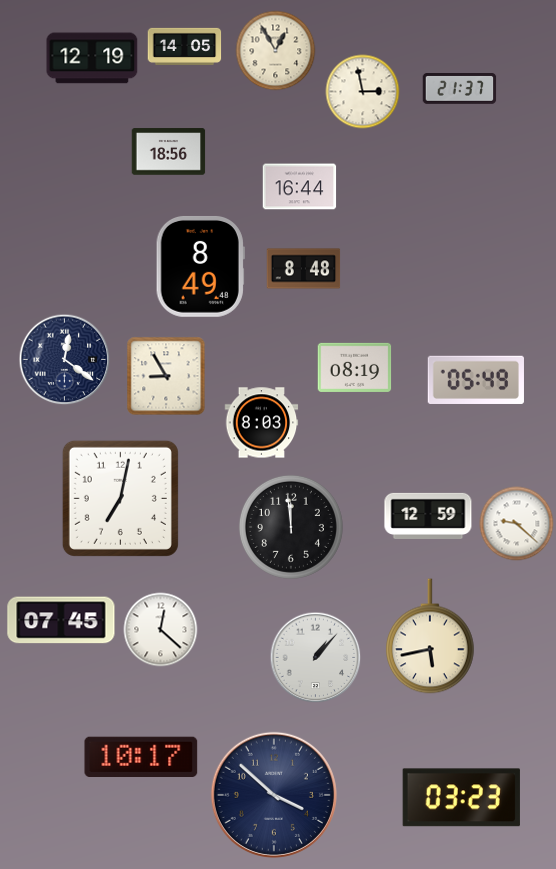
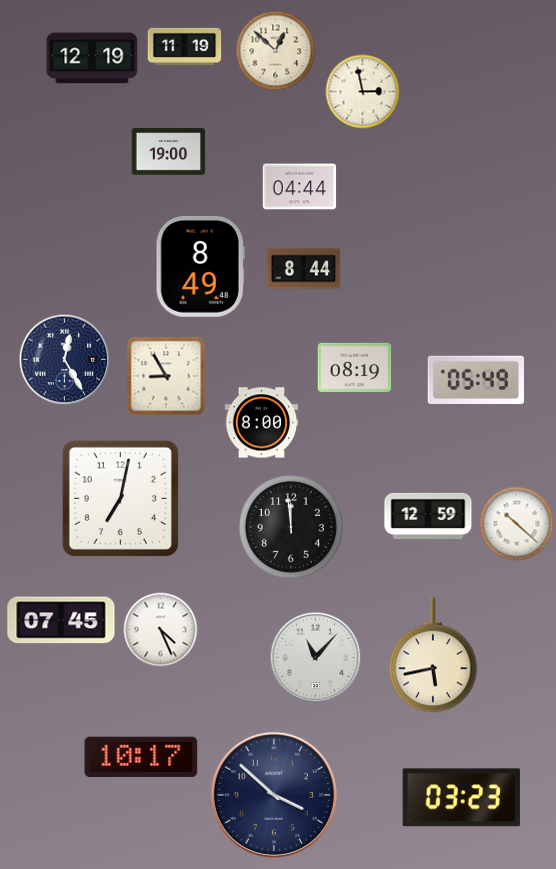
clock at (185, 46): 14:05 -> 11:19
clock at (276, 51): 12:55 -> 12:52
clock at (460, 89): 21:37 -> none
clock at (169, 152): 18:56 -> 19:00
clock at (300, 187): 16:44 -> 04:44
clock at (304, 269): 8:48 -> 8:44
clock at (65, 360): 12:21 -> 12:25
clock at (262, 423): 8:03 -> 8:00
clock at (517, 524): 9:22 -> 10:22
clock at (161, 630): 12:22 -> 4:26
clock at (431, 636) position: (431, 636) -> (434, 655)
clock at (316, 658): 1:07 -> 11:07
